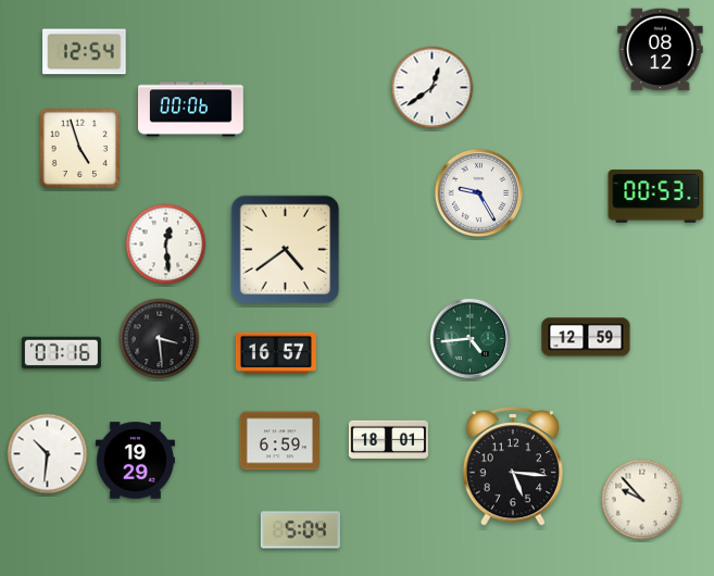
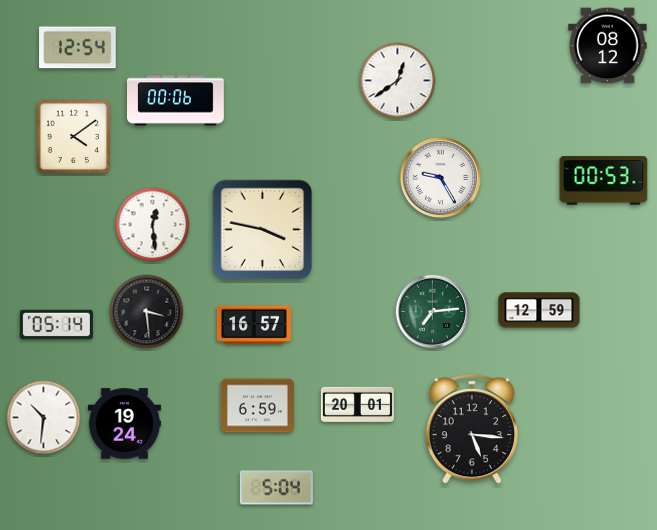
clock at (80, 149): 4:57 -> 4:09
clock at (286, 250): 4:39 -> 3:47
clock at (471, 339): 4:44 -> 7:14
clock at (61, 353): 07:16 -> 05:14
clock at (388, 440): 18:01 -> 20:01
clock at (135, 461): 19:29 -> 19:24
clock at (642, 500): 9:53 -> none
